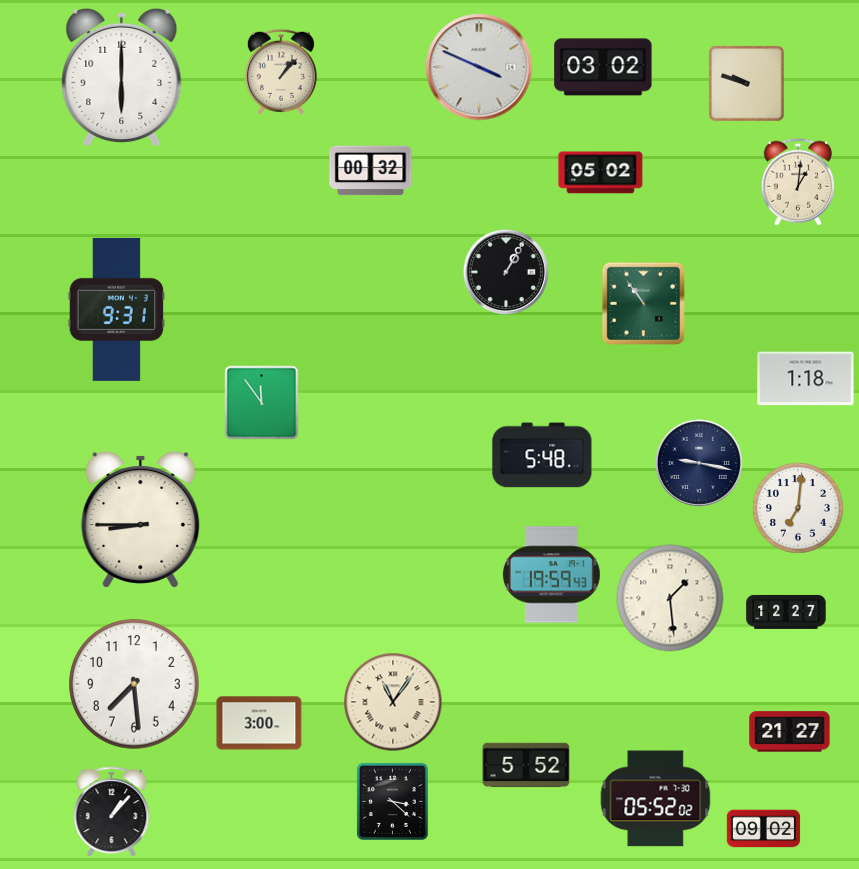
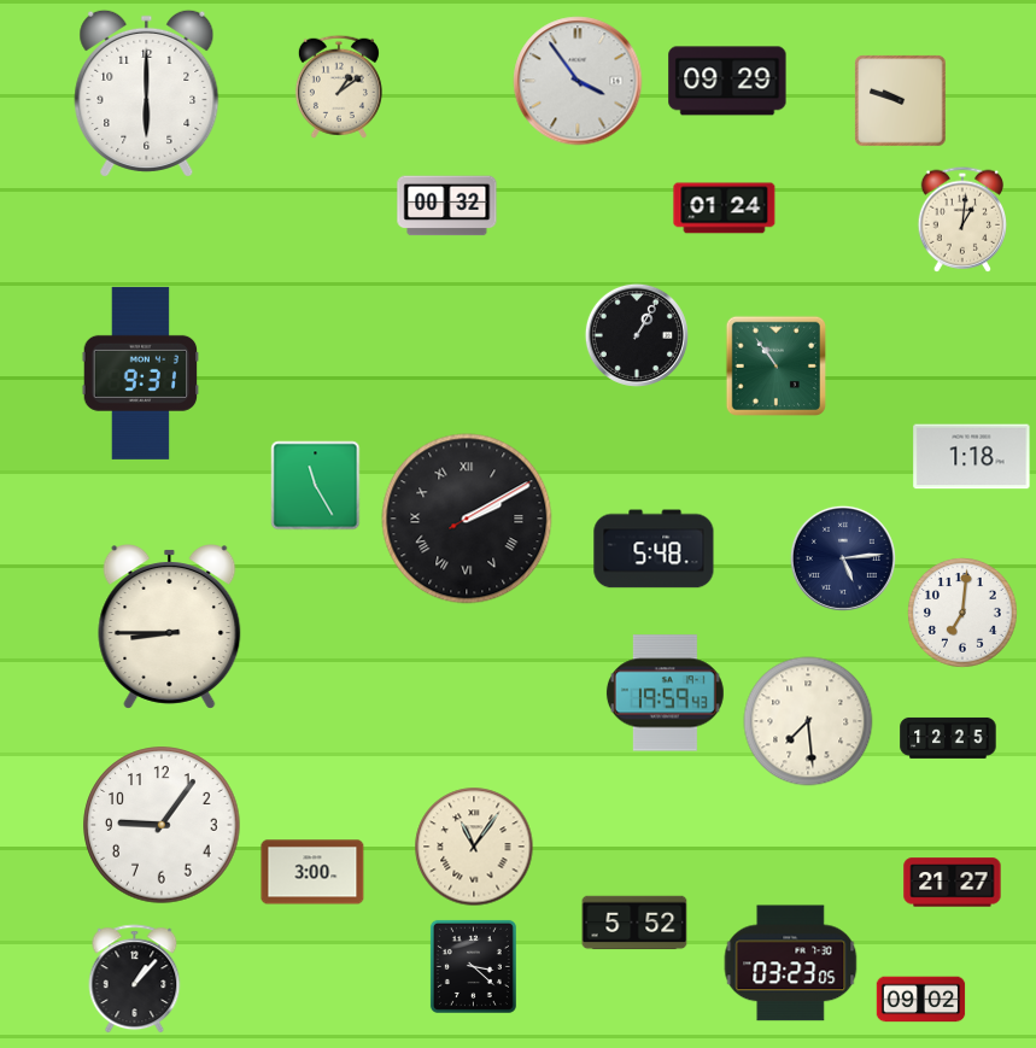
clock at (479, 67): 3:49 -> 3:54
clock at (603, 67): 03:02 -> 09:29
clock at (281, 72): 1:07 -> 1:09
clock at (601, 173): 05:02 -> 01:24
clock at (506, 272) position: (506, 272) -> (637, 335)
clock at (262, 403): 11:54 -> 11:25
clock at (467, 519): none -> 2:10
clock at (699, 463): 9:17 -> 5:14
clock at (670, 598): 1:29 -> 7:29
clock at (786, 612): 12:27 -> 12:25
clock at (134, 684): 7:29 -> 9:06
clock at (656, 799): 05:52 -> 03:23
